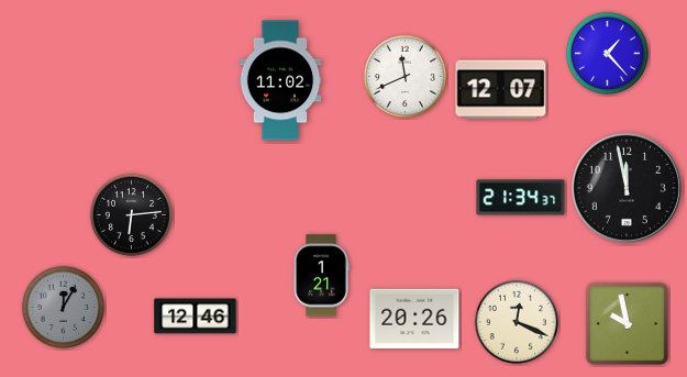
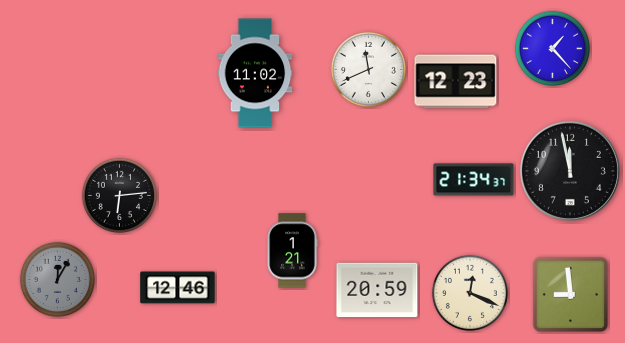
clock at (501, 90): 12:07 -> 12:23
clock at (414, 319): 20:26 -> 20:59
clock at (627, 323): 9:58 -> 8:59
